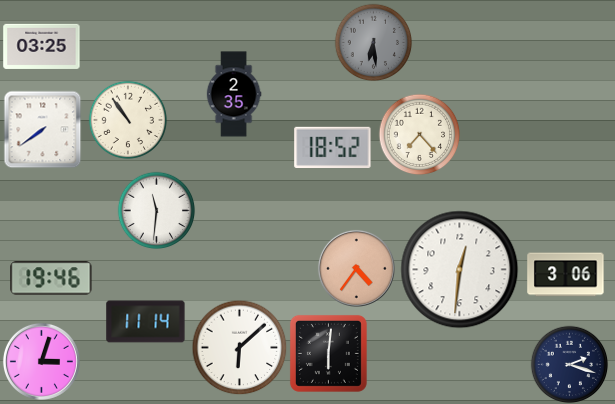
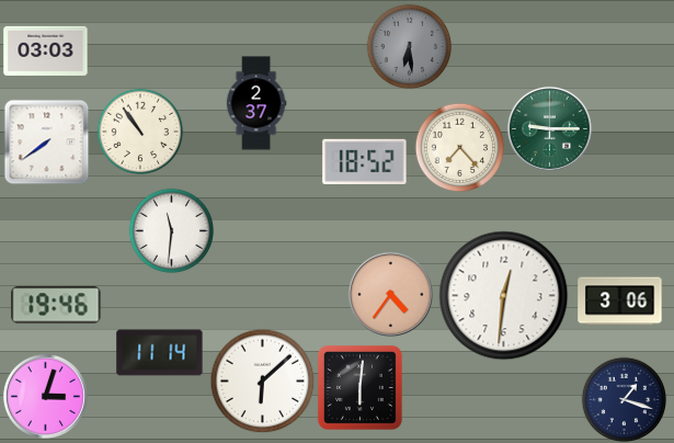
clock at (42, 46): 03:25 -> 03:03
clock at (234, 94): 2:35 -> 2:37
clock at (549, 128): none -> 9:15
clock at (569, 364): 2:18 -> 1:18
